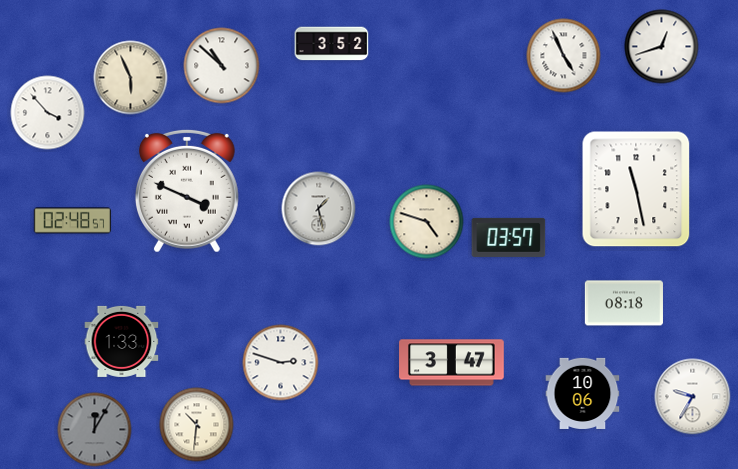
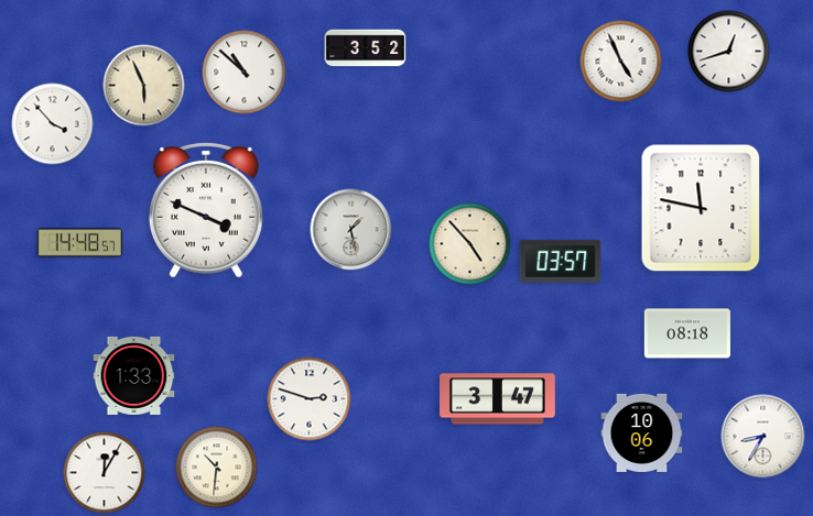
clock at (636, 189): 11:28 -> 11:47
clock at (72, 221): 02:48 -> 14:48
clock at (427, 222): 4:48 -> 4:53
clock at (693, 397): 9:35 -> 8:35
clock at (95, 430) dial: grey -> white
